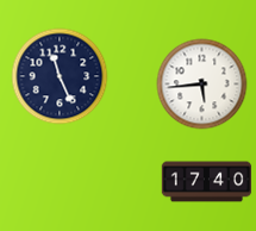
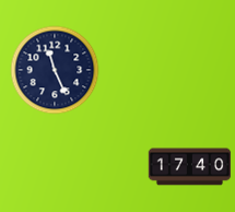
clock at (202, 85): 5:44 -> none
